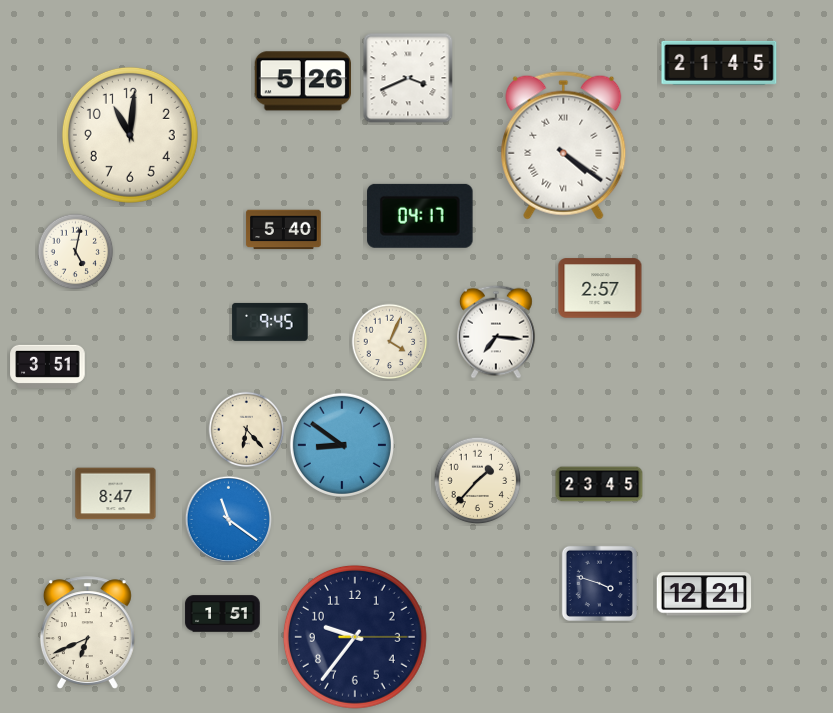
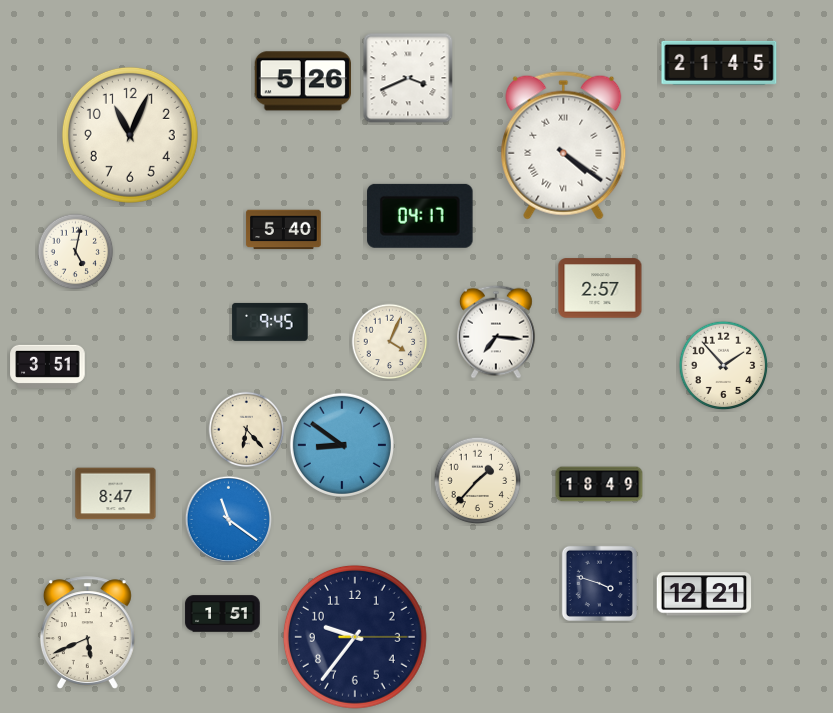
clock at (130, 135): 11:01 -> 11:04
clock at (724, 366): none -> 1:53
clock at (599, 484): 23:45 -> 18:49
clock at (87, 633): 6:41 -> 5:41
